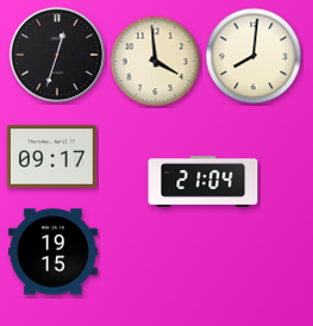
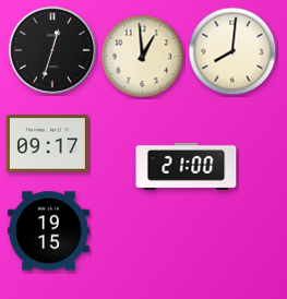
clock at (156, 62): 3:59 -> 12:59
clock at (204, 181): 21:04 -> 21:00
